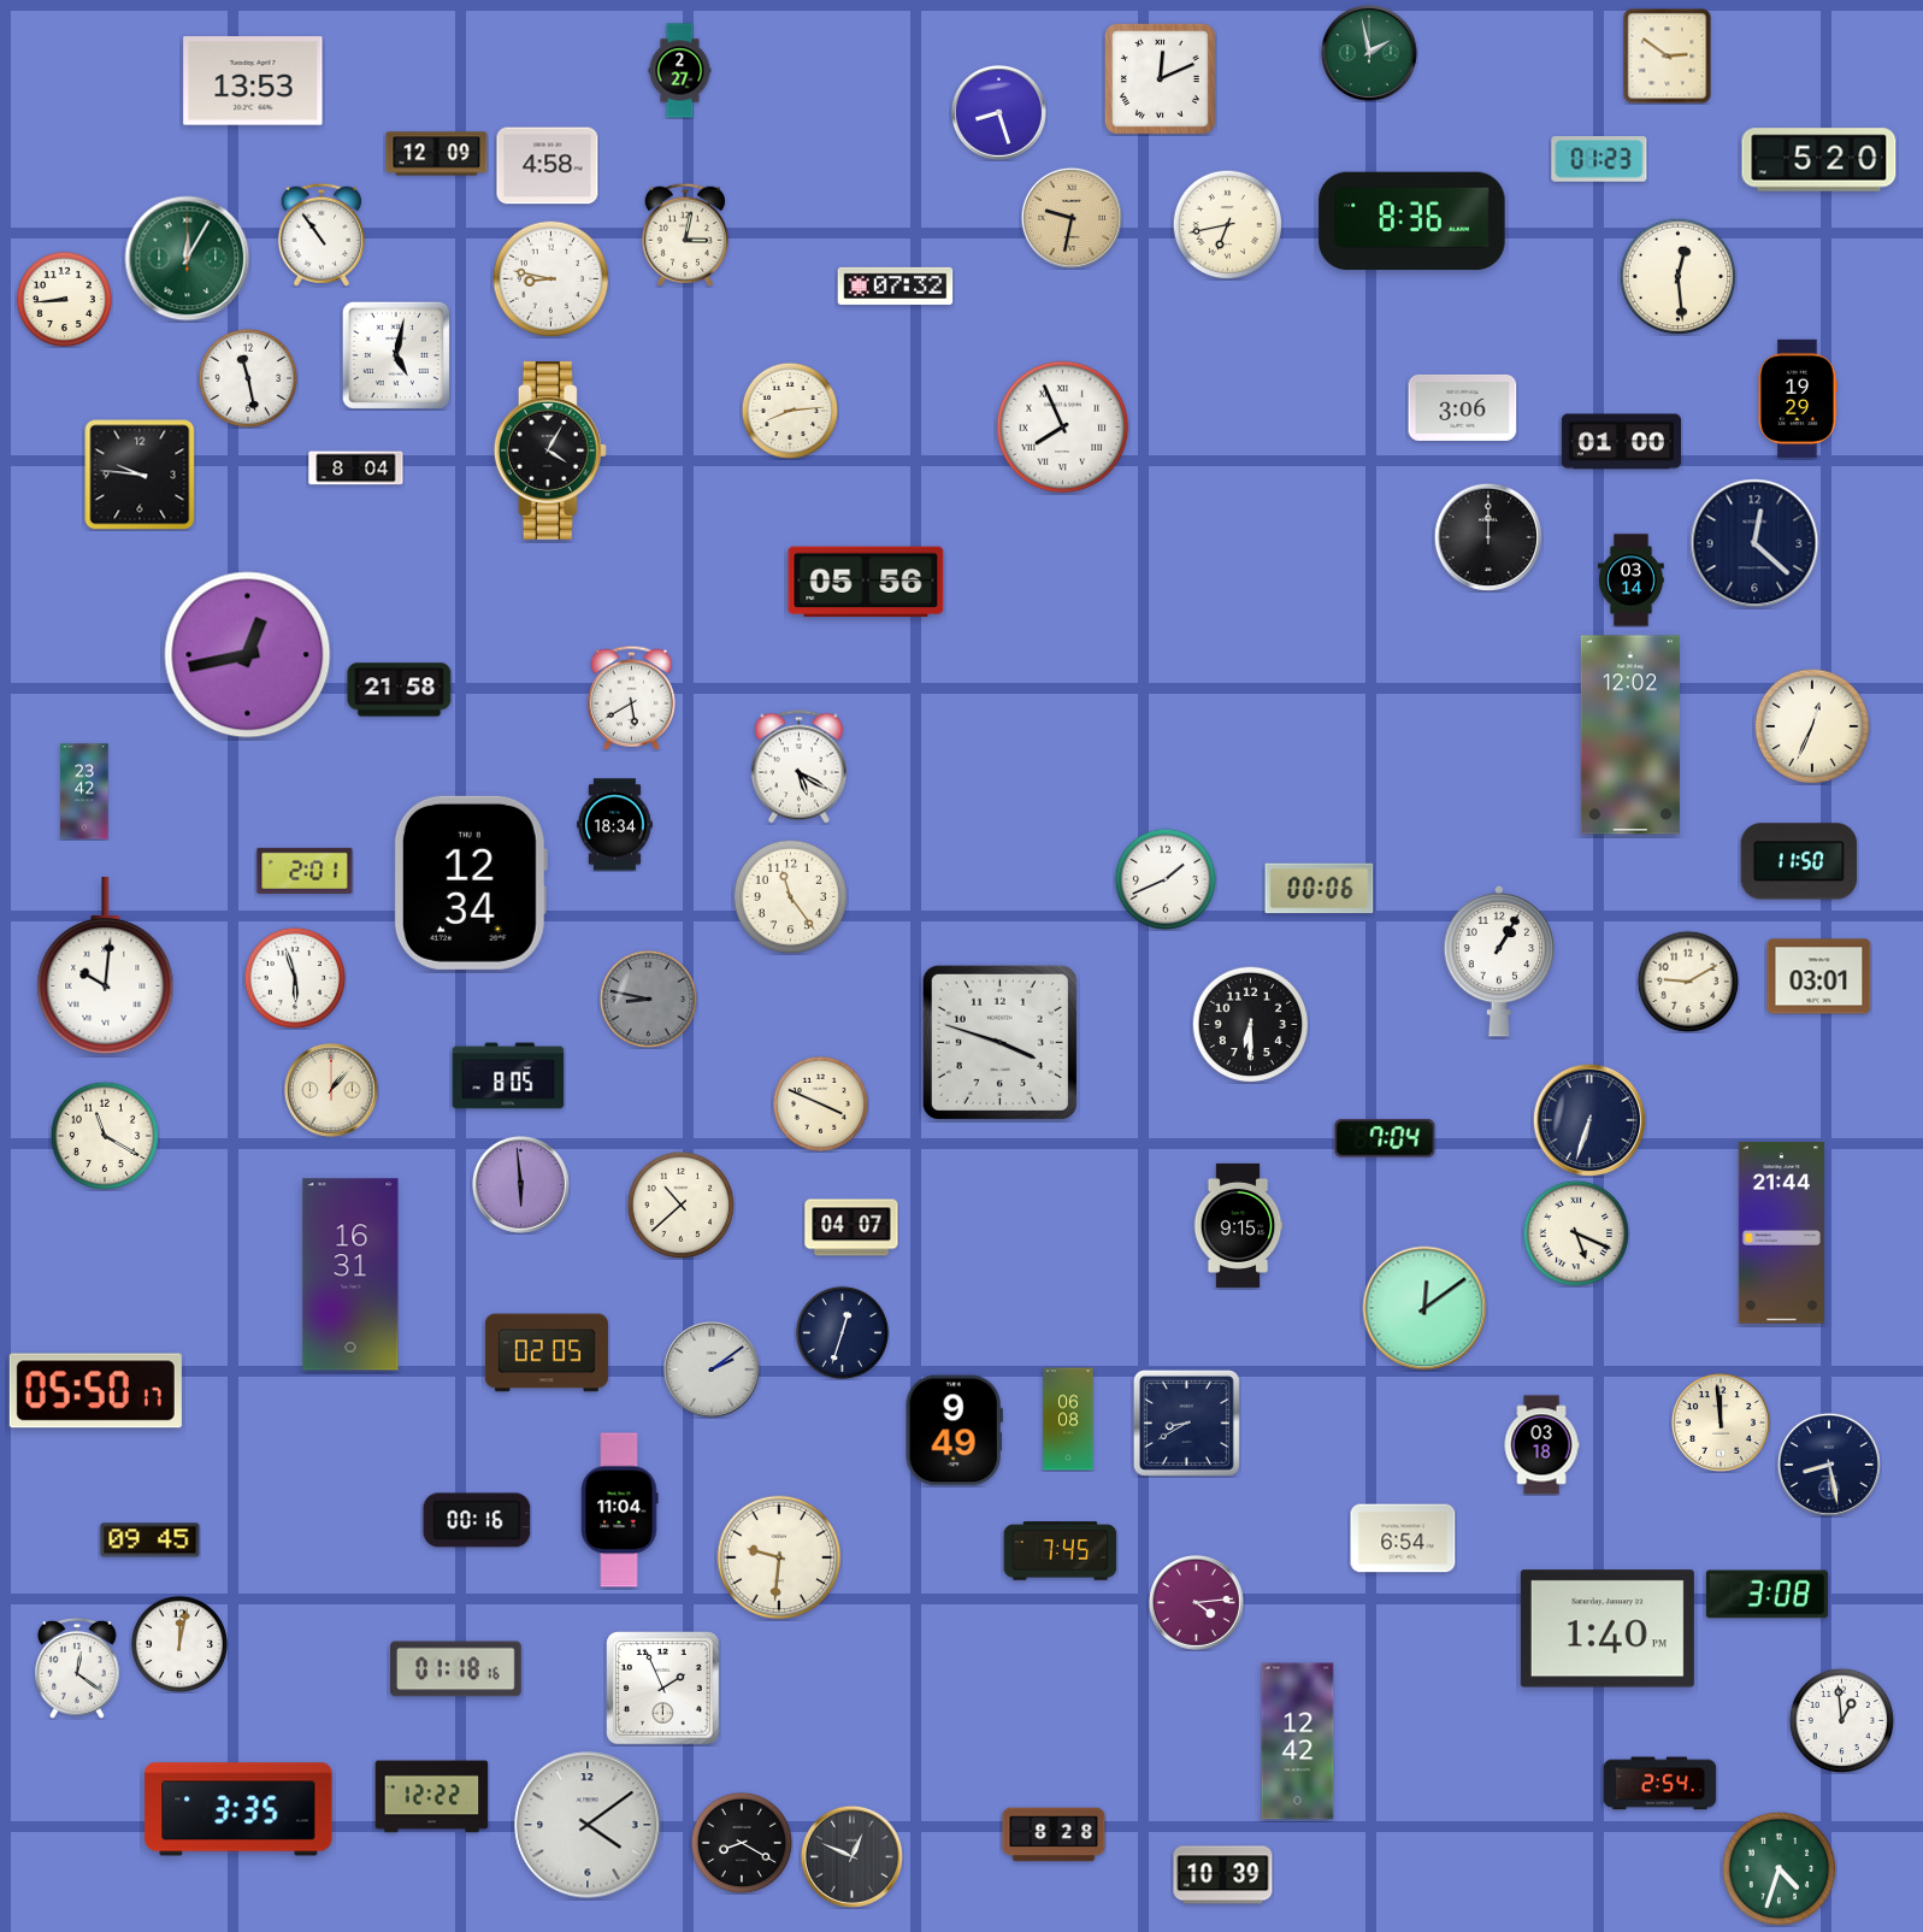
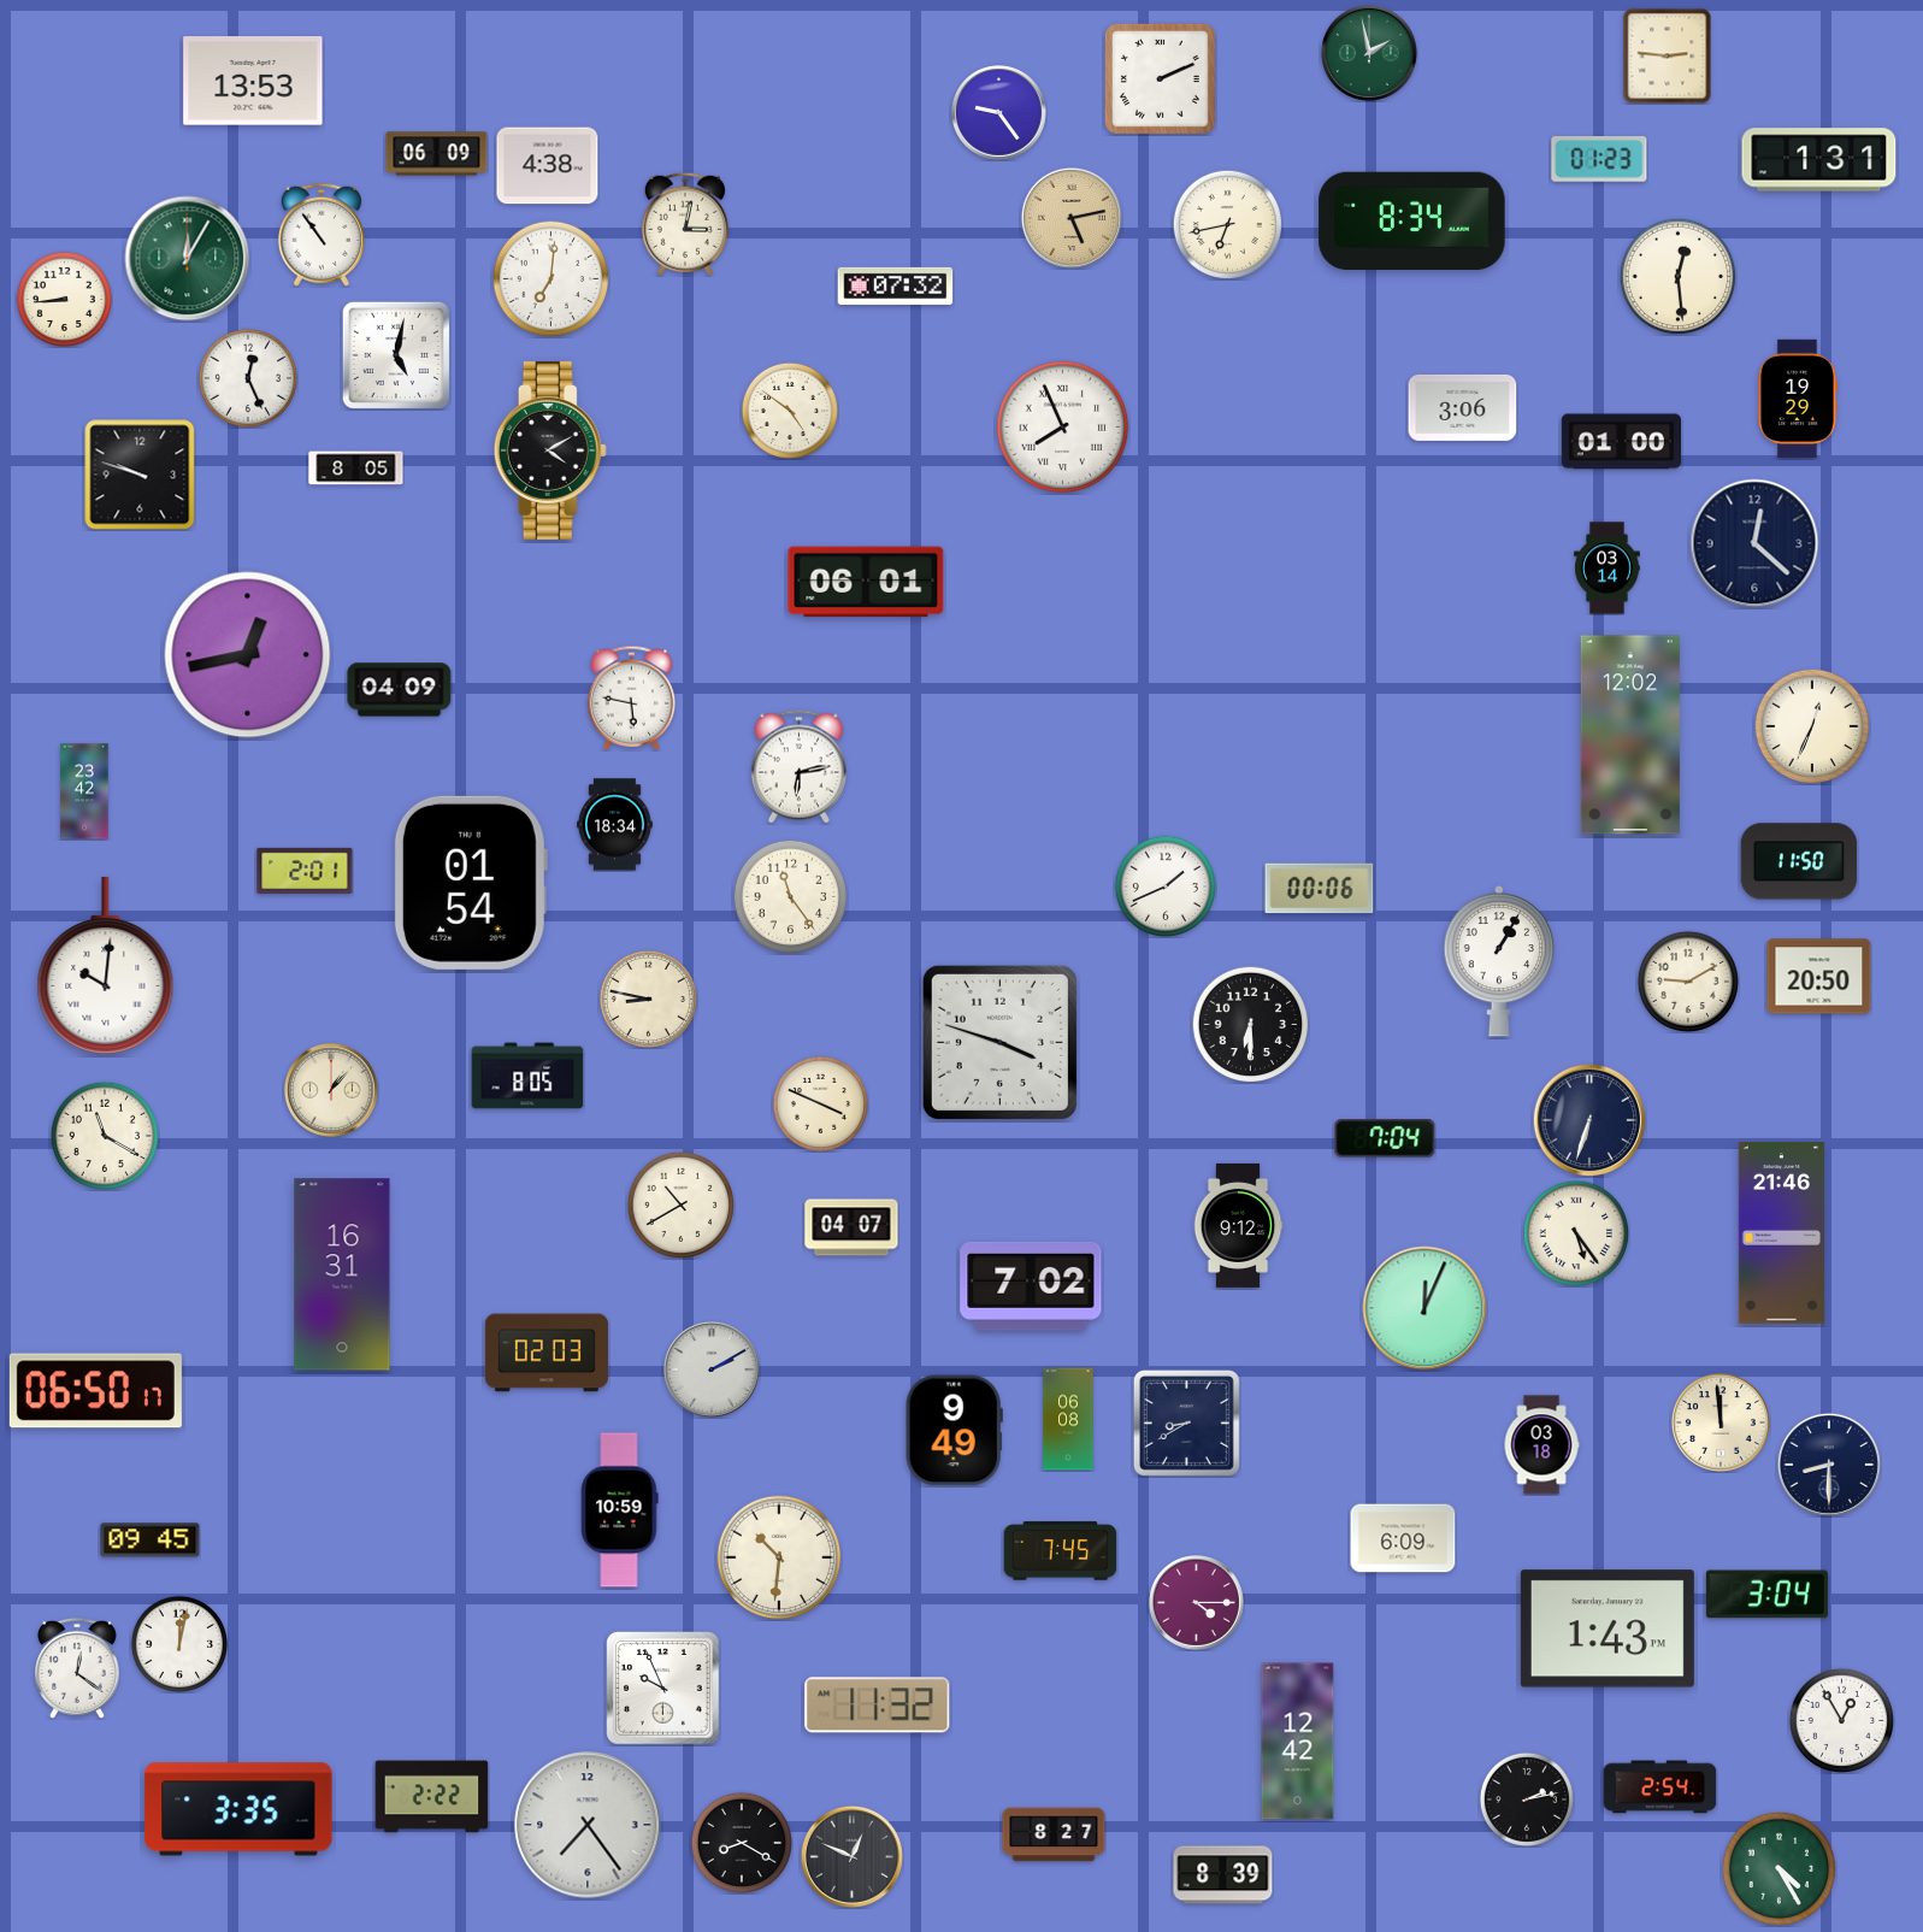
clock at (1668, 57): 2:51 -> 2:46
clock at (680, 71): 2:27 -> none
clock at (1160, 78): 12:11 -> 2:11
clock at (999, 113): 8:27 -> 9:24
clock at (437, 154): 12:09 -> 06:09
clock at (1819, 160): 5:20 -> 1:31
clock at (548, 166): 4:58 -> 4:38
clock at (1072, 218): 9:32 -> 5:13
clock at (1412, 222): 8:36 -> 8:34
clock at (685, 235) position: (685, 235) -> (685, 224)
clock at (550, 278): 8:47 -> 7:01
clock at (248, 378): 11:28 -> 12:26
clock at (790, 411): 8:14 -> 4:51
clock at (550, 450): 4:05 -> 4:10
clock at (356, 469): 8:04 -> 8:05
clock at (140, 475): 9:46 -> 9:48
clock at (1487, 536): 12:00 -> none
clock at (1632, 581) position: (1632, 581) -> (1608, 569)
clock at (866, 582): 05:56 -> 06:01
clock at (400, 690): 21:58 -> 04:09
clock at (631, 697): 5:40 -> 5:47
clock at (798, 767): 5:20 -> 6:13
clock at (1166, 879) position: (1166, 879) -> (1166, 887)
clock at (471, 883): 12:34 -> 01:54
clock at (1819, 977): 03:01 -> 20:50
clock at (295, 978): 5:57 -> none
clock at (648, 999) dial: grey -> cream
clock at (508, 1076) position: (508, 1076) -> (527, 1076)
clock at (520, 1184): 5:59 -> none
clock at (680, 1204): 10:38 -> 10:40
clock at (1238, 1225): 9:15 -> 9:12
clock at (1575, 1232): 5:19 -> 5:24
clock at (1781, 1233): 21:44 -> 21:46
clock at (350, 1274) position: (350, 1274) -> (342, 1274)
clock at (1031, 1286): none -> 7:02
clock at (1424, 1308): 12:09 -> 12:04
clock at (842, 1332): 12:33 -> none
clock at (547, 1353): 02:05 -> 02:03
clock at (712, 1370): 2:09 -> 2:10
clock at (95, 1391): 05:50 -> 06:50
clock at (1829, 1465): 8:28 -> 8:30
clock at (619, 1510): 11:04 -> 10:59
clock at (477, 1520): 00:16 -> none
clock at (1403, 1538): 6:54 -> 6:09
clock at (779, 1557): 9:31 -> 10:31
clock at (1766, 1595): 3:08 -> 3:04
clock at (1197, 1603): 4:14 -> 4:15
clock at (1608, 1628): 1:40 -> 1:43
clock at (456, 1669): 01:18 -> none
clock at (663, 1689): 1:56 -> 9:56
clock at (878, 1706): none -> 11:32
clock at (1841, 1720): 12:59 -> 12:55
clock at (1660, 1784) position: (1660, 1784) -> (1660, 1787)
clock at (432, 1797): 12:22 -> 2:22
clock at (1527, 1800): none -> 2:13
clock at (588, 1825): 4:09 -> 7:24
clock at (1054, 1834): 8:28 -> 8:27
clock at (1779, 1868): 4:33 -> 4:25
clock at (1223, 1875): 10:39 -> 8:39
